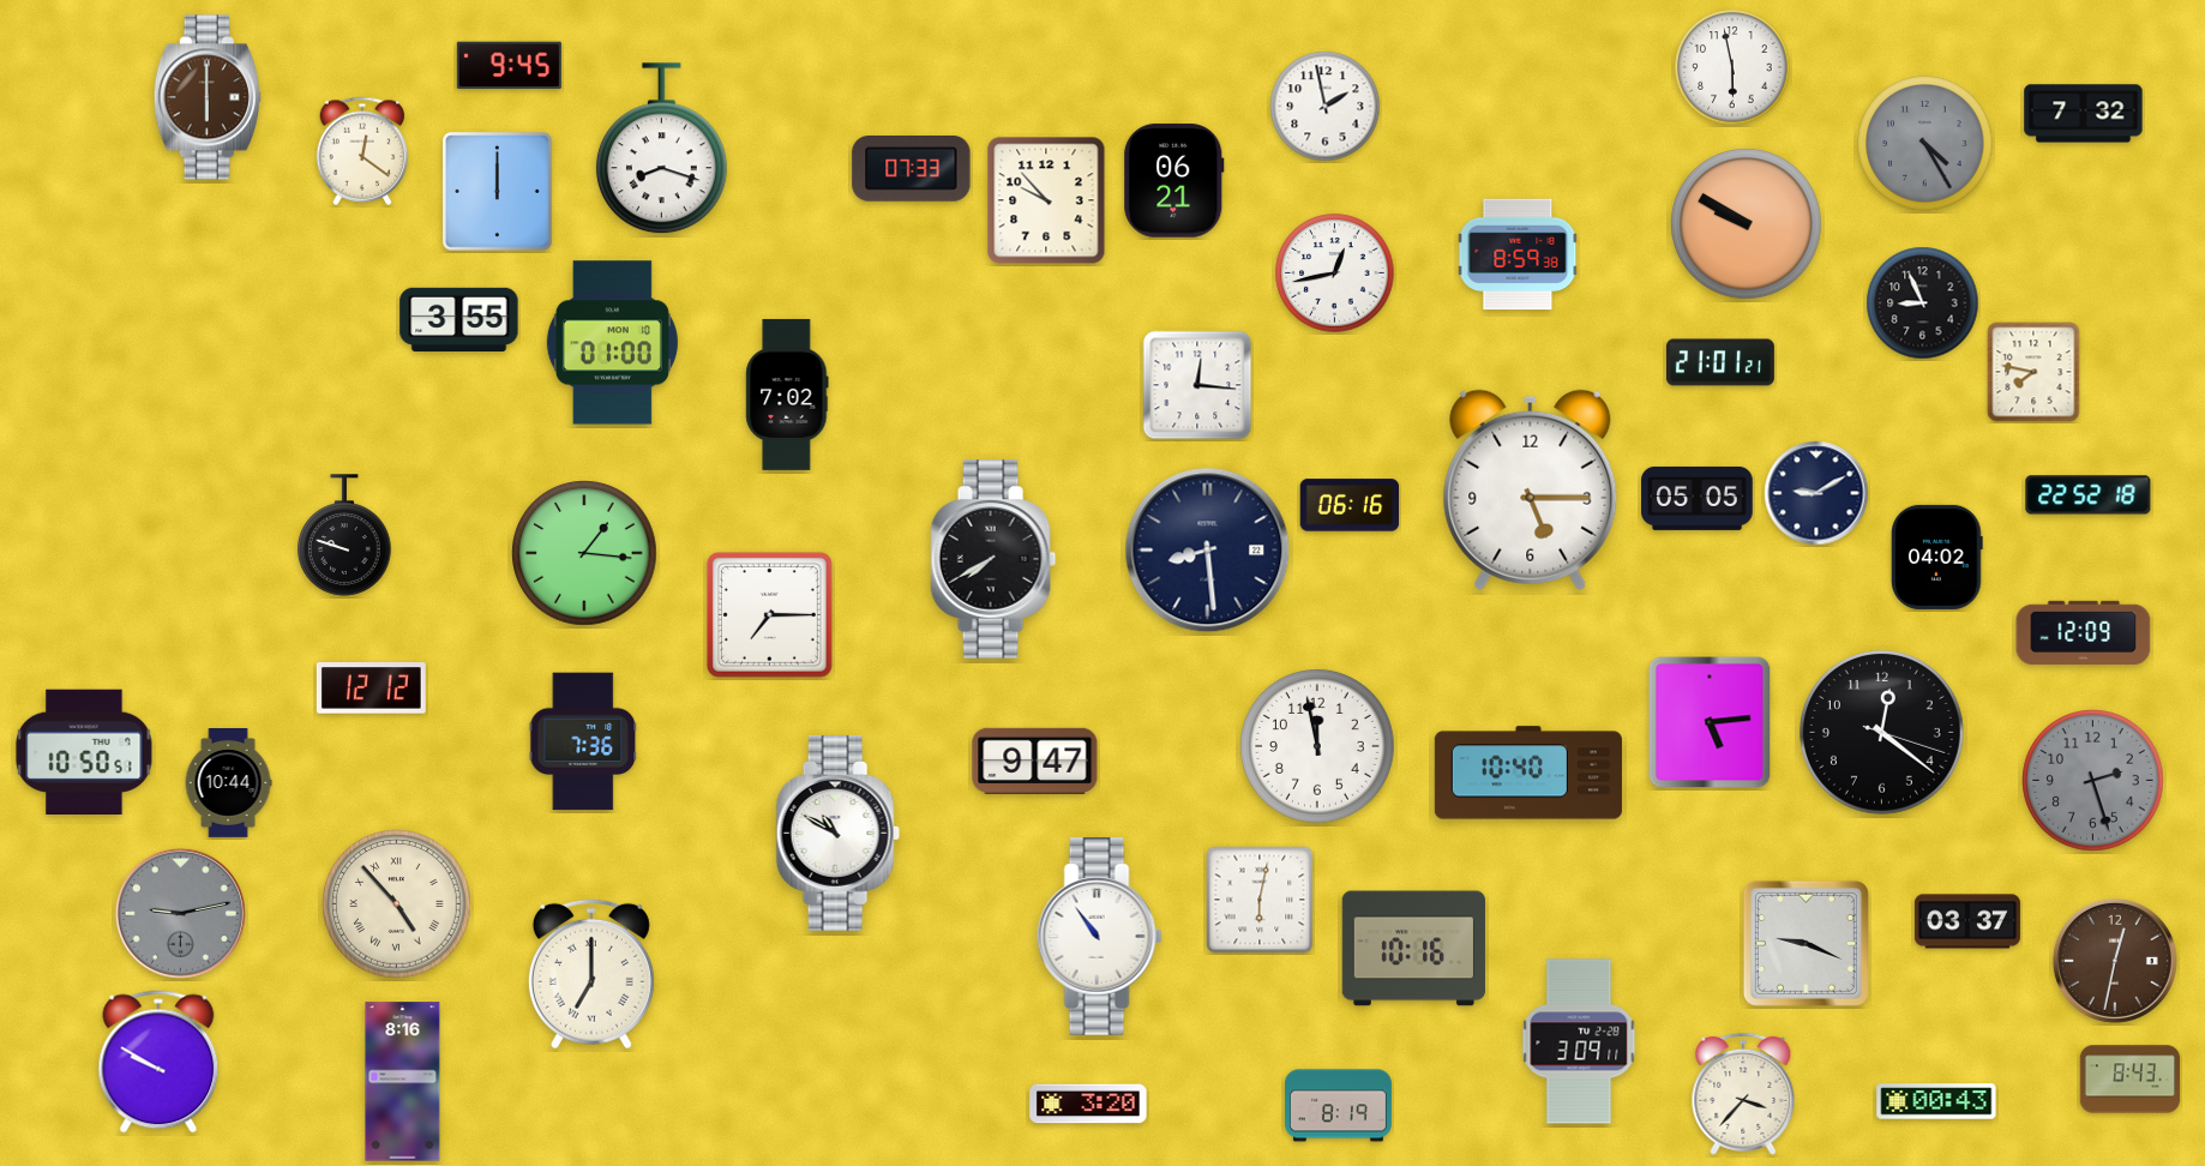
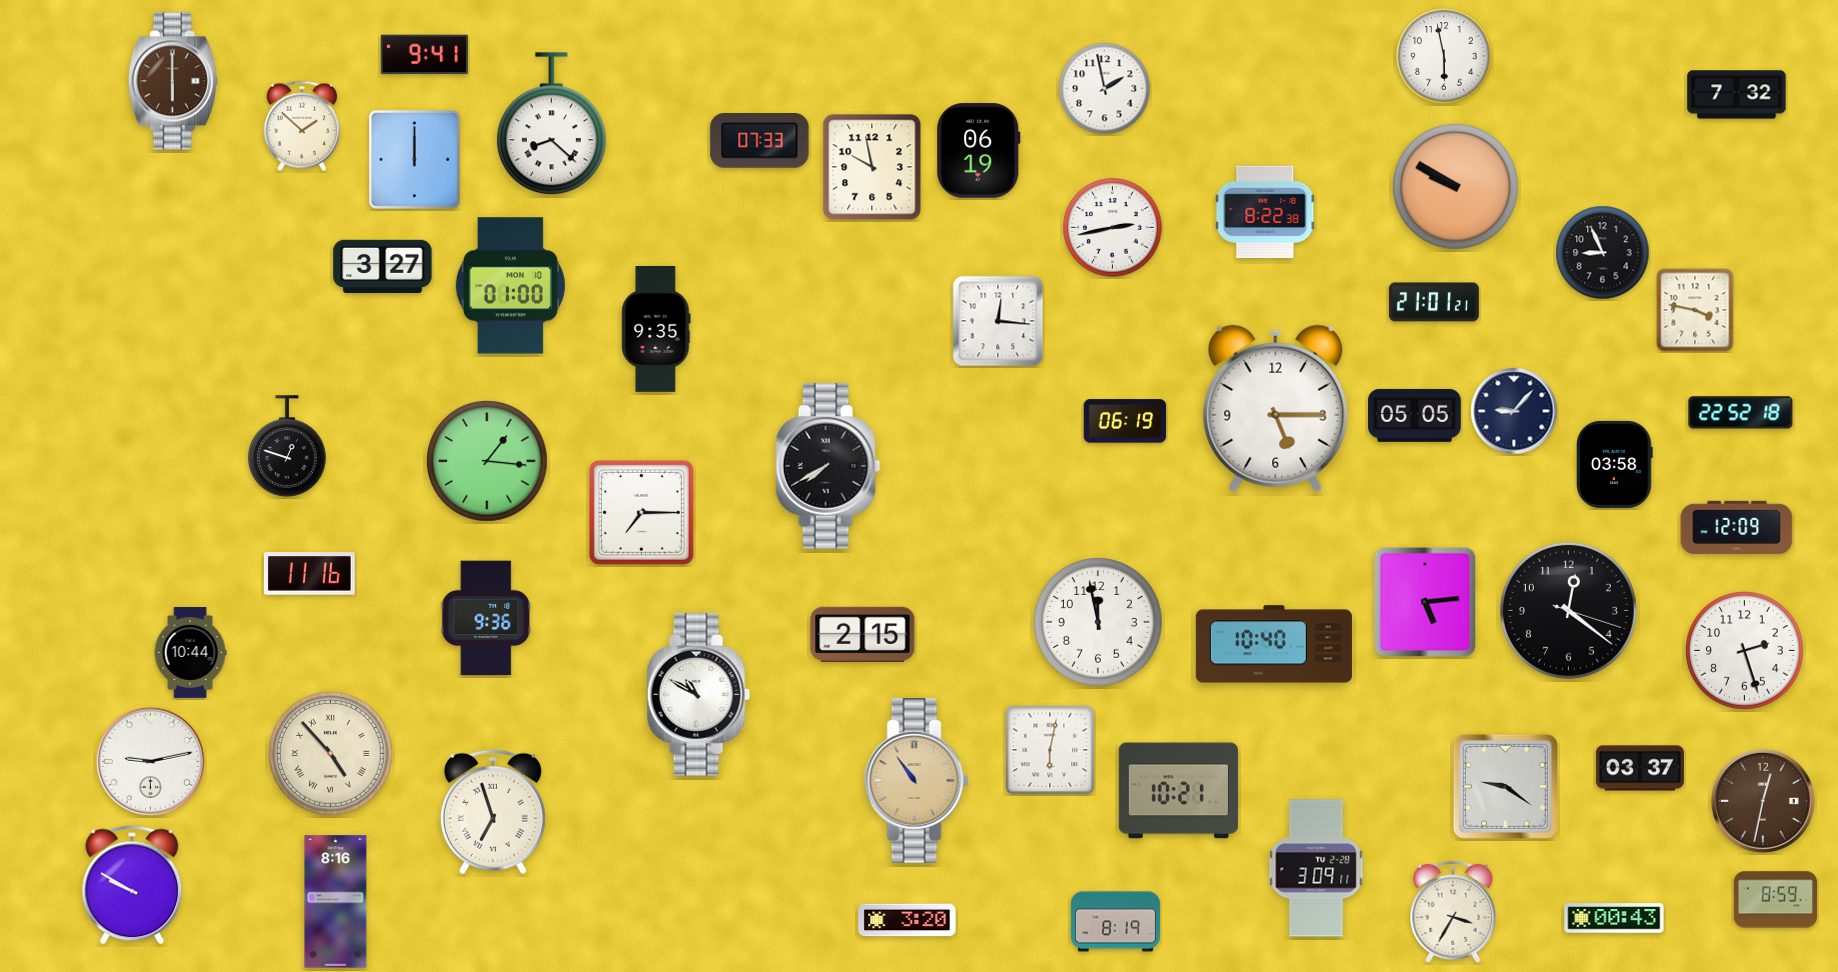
clock at (509, 66): 9:45 -> 9:41
clock at (1925, 144): 4:25 -> none
clock at (661, 149): 8:18 -> 8:22
clock at (362, 151): 12:21 -> 1:52
clock at (1174, 181): 06:21 -> 06:19
clock at (1046, 200): 9:53 -> 9:58
clock at (1518, 254): 8:59 -> 8:22
clock at (1335, 274): 12:43 -> 2:43
clock at (459, 319): 3:55 -> 3:27
clock at (2033, 372): 7:47 -> 3:47
clock at (787, 395): 7:02 -> 9:35
clock at (1816, 493): 9:10 -> 9:07
clock at (1350, 505): 06:16 -> 06:19
clock at (344, 535): 9:48 -> 12:48
clock at (1208, 551): 8:29 -> none
clock at (1937, 557): 04:02 -> 03:58
clock at (371, 689): 12:12 -> 11:16
clock at (583, 741): 7:36 -> 9:36
clock at (84, 752): 10:50 -> none
clock at (1035, 761): 9:47 -> 2:15
clock at (2093, 781) dial: grey -> white
clock at (180, 913) dial: grey -> white
clock at (1099, 937) dial: white -> champagne
clock at (1806, 943): 9:19 -> 9:21
clock at (1413, 949): 10:16 -> 10:21
clock at (591, 974): 7:00 -> 6:57
clock at (2131, 1080): 8:43 -> 8:59
clock at (1743, 1094): 3:37 -> 3:35
